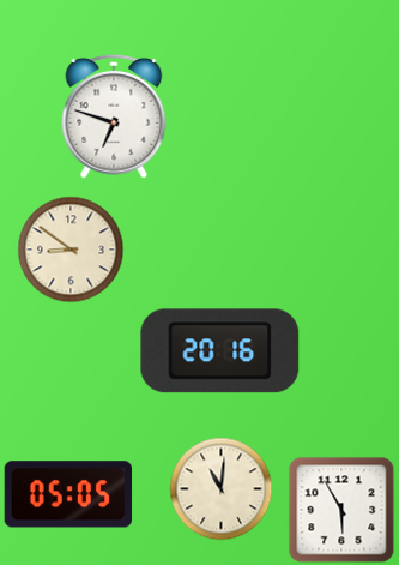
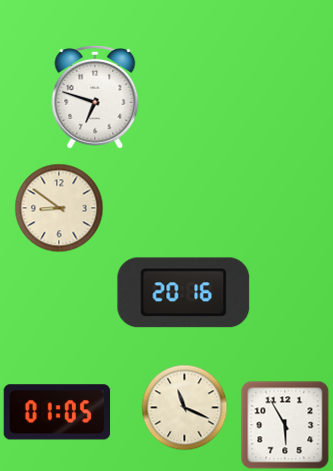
clock at (222, 489): 11:01 -> 11:19
clock at (68, 494): 05:05 -> 01:05
